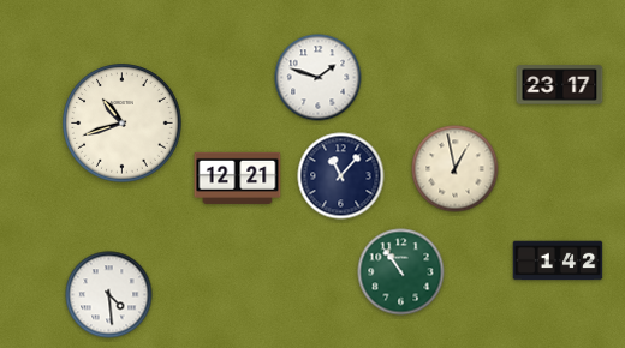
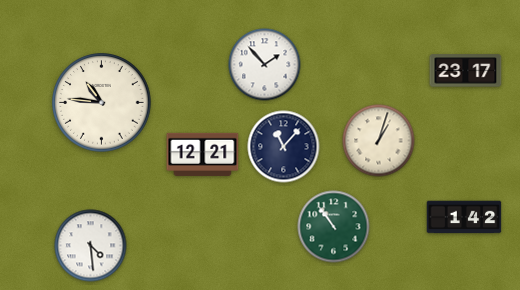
clock at (319, 78): 1:48 -> 1:53
clock at (123, 124): 10:42 -> 10:46
clock at (456, 169): 12:58 -> 1:03
clock at (238, 178) position: (238, 178) -> (203, 154)
